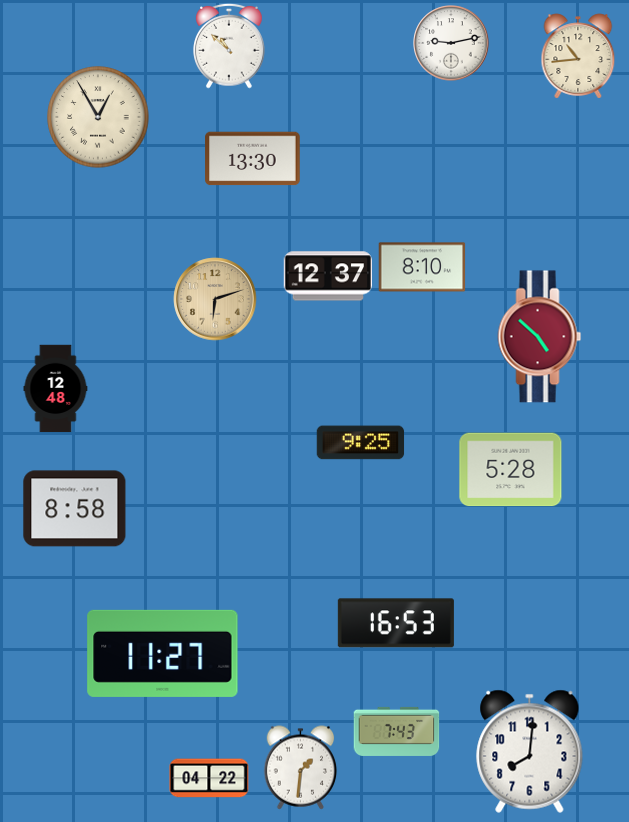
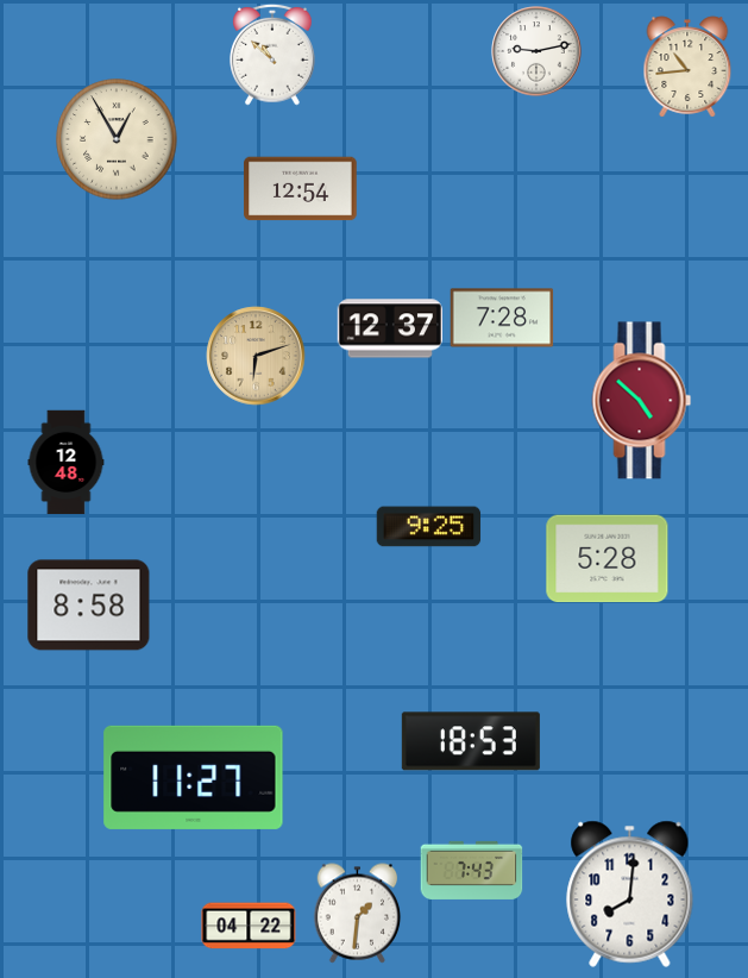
clock at (253, 159): 13:30 -> 12:54
clock at (422, 267): 8:10 -> 7:28
clock at (396, 623): 16:53 -> 18:53
